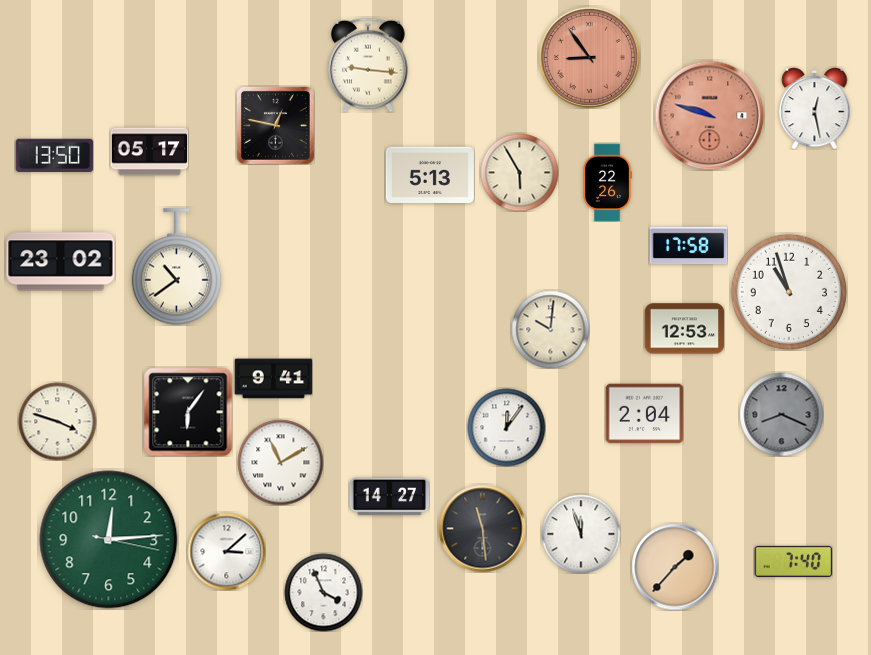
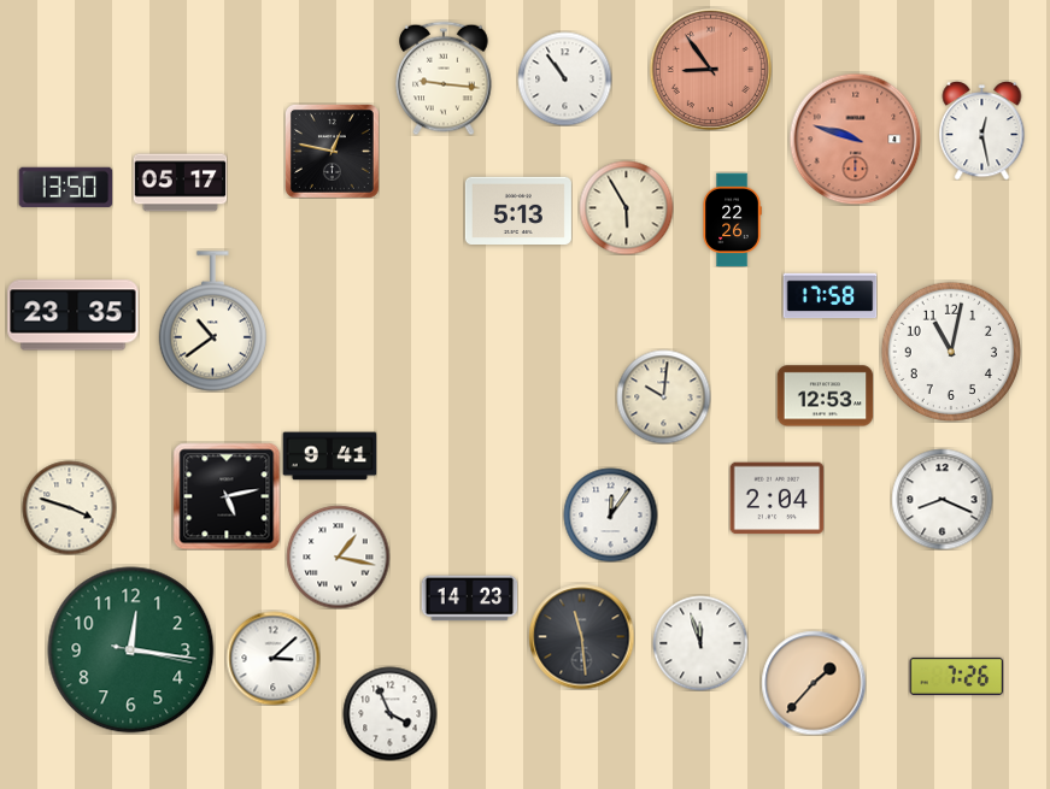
clock at (564, 78): none -> 10:54
clock at (61, 262): 23:02 -> 23:35
clock at (788, 291): 10:57 -> 11:02
clock at (188, 412): 6:06 -> 5:13
clock at (781, 414) dial: grey -> white
clock at (280, 462): 11:10 -> 1:17
clock at (389, 497): 14:27 -> 14:23
clock at (109, 540): 12:14 -> 12:16
clock at (226, 551) position: (226, 551) -> (272, 658)
clock at (793, 561): 7:40 -> 7:26
